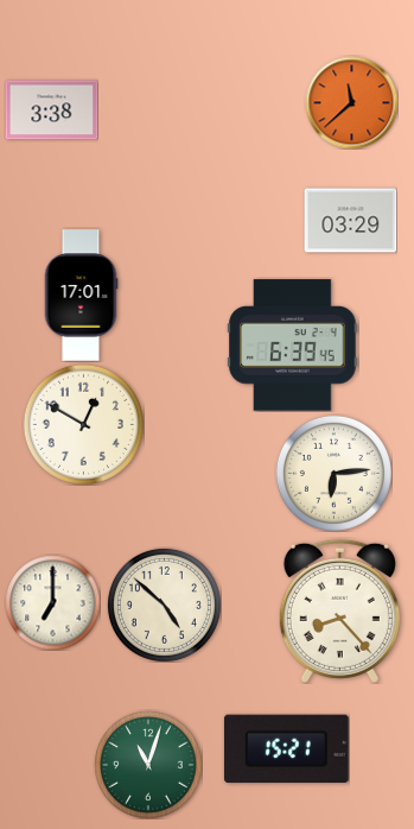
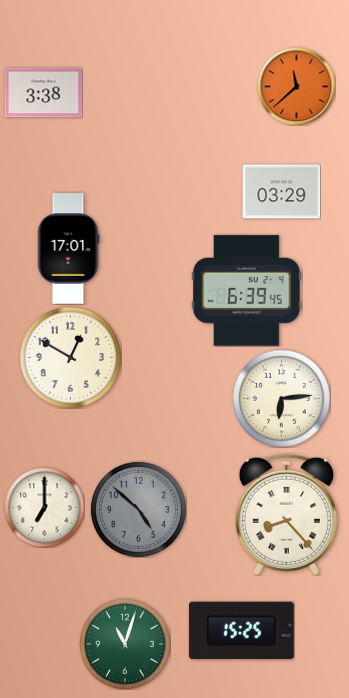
clock at (350, 221) position: (350, 221) -> (281, 192)
clock at (164, 605) dial: cream -> grey
clock at (286, 749): 15:21 -> 15:25
